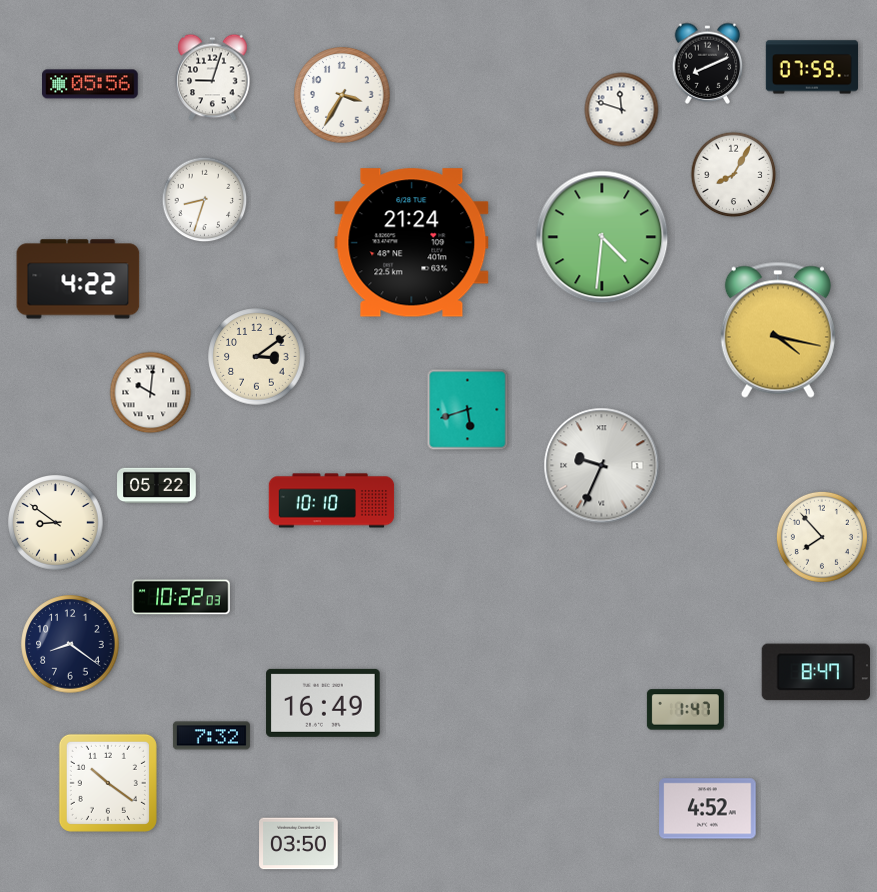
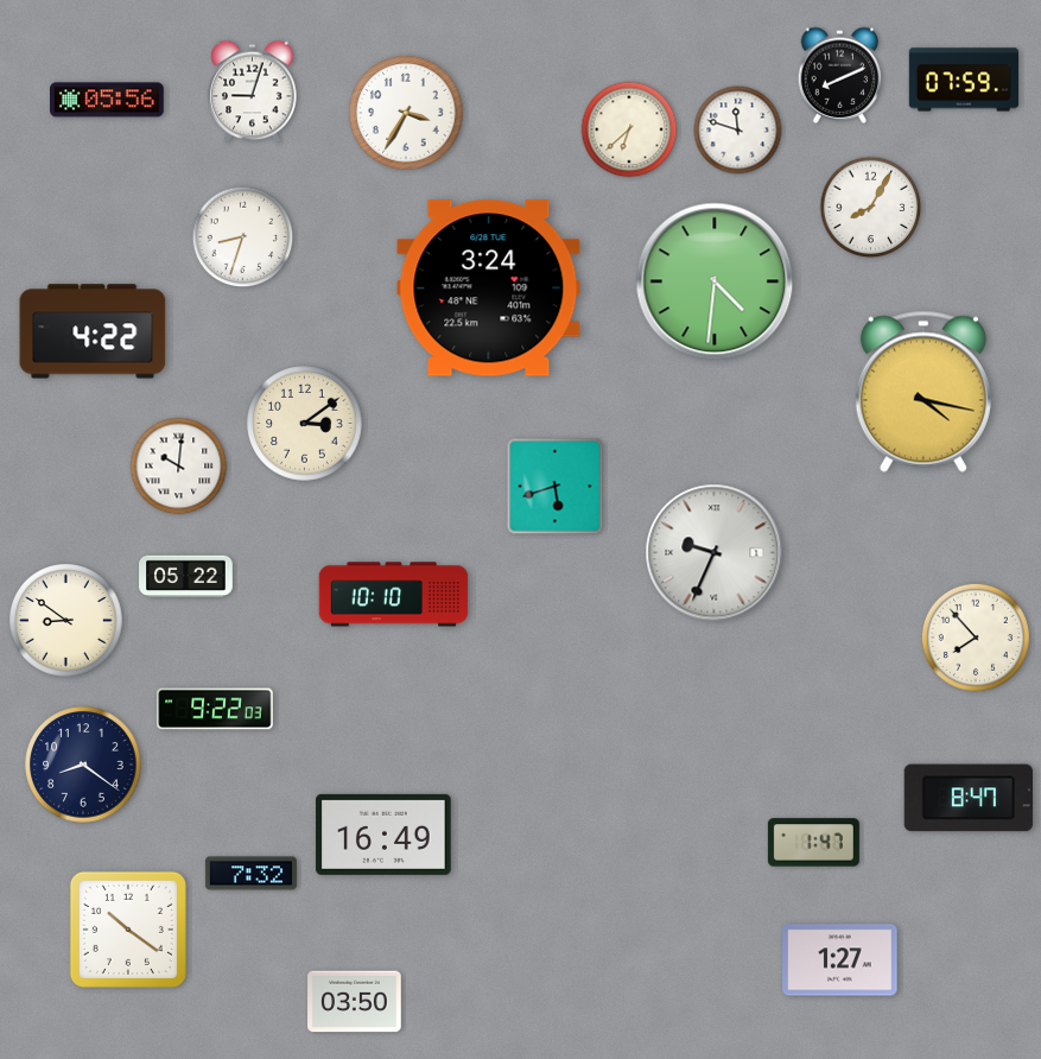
clock at (629, 129): none -> 6:38
clock at (412, 243): 21:24 -> 3:24
clock at (181, 597): 10:22 -> 9:22
clock at (708, 809): 4:52 -> 1:27
